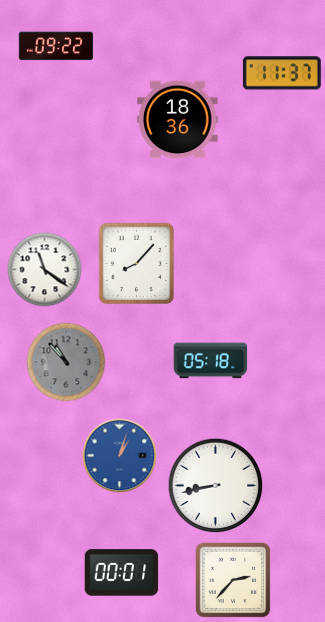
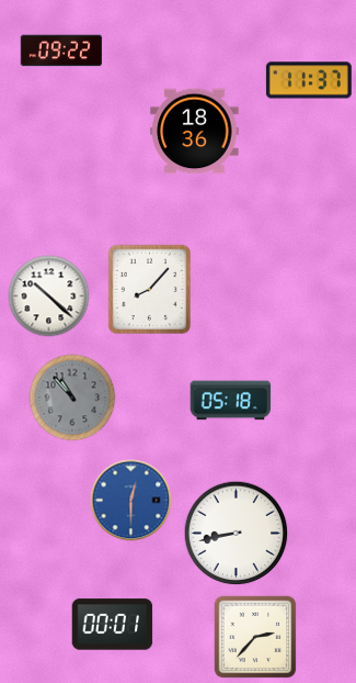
clock at (45, 270): 11:21 -> 10:22
clock at (211, 361) position: (211, 361) -> (231, 401)
clock at (120, 456): 1:03 -> 12:30
clock at (122, 573) position: (122, 573) -> (113, 625)
